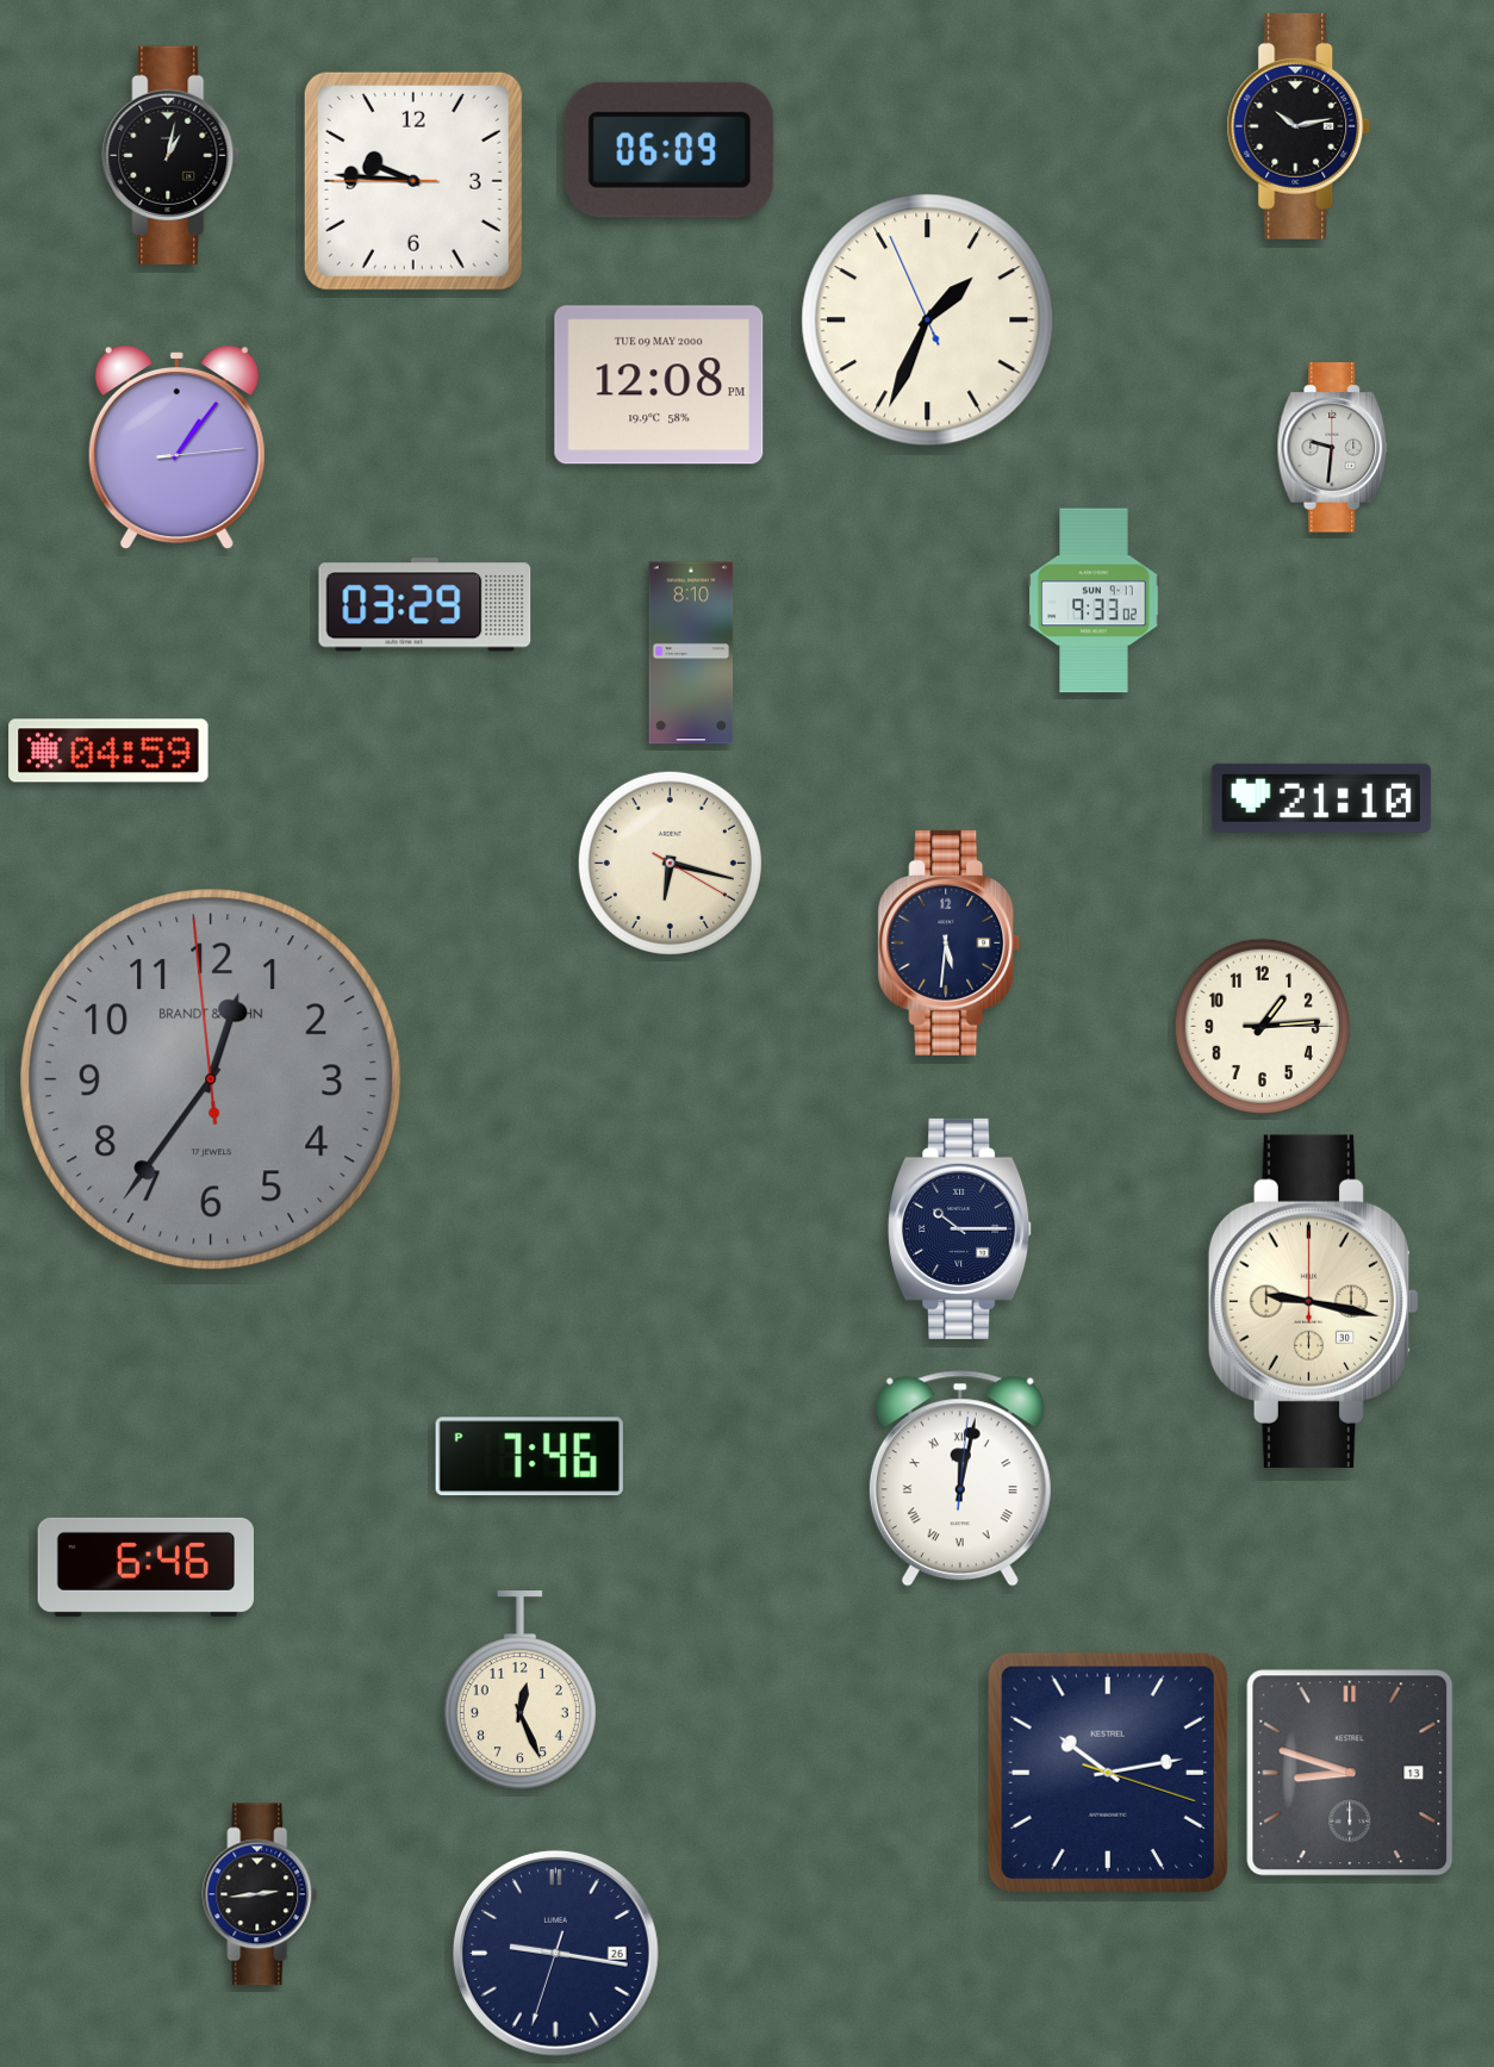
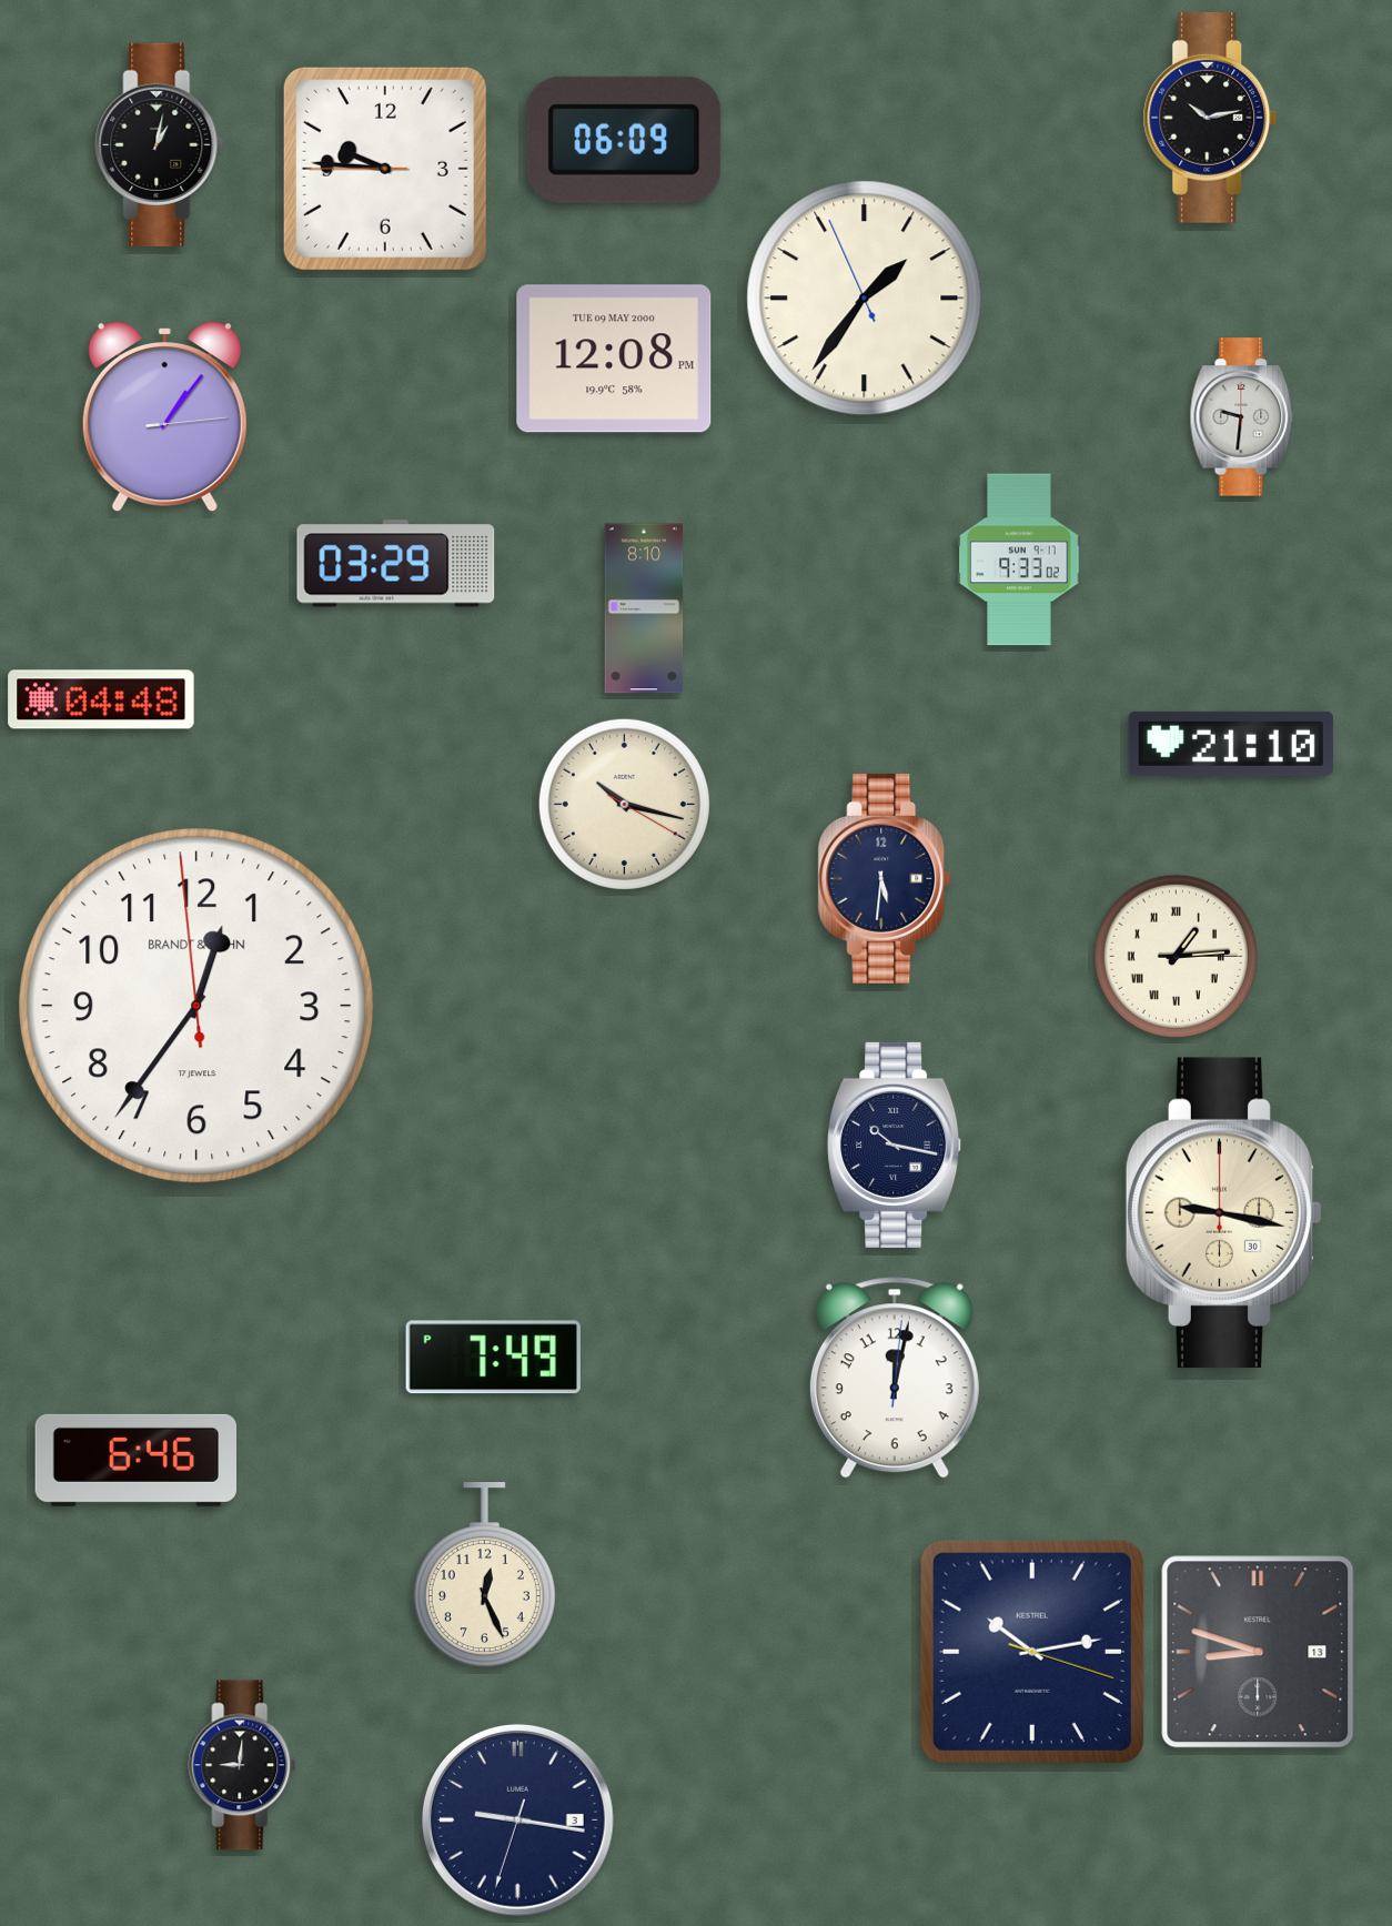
clock at (928, 320): 1:33 -> 1:35
clock at (108, 751): 04:59 -> 04:48
clock at (670, 863): 6:17 -> 10:17
clock at (1262, 1026) numerals: Arabic -> Roman
clock at (211, 1079) dial: grey -> white
clock at (960, 1228): 10:15 -> 10:17
clock at (529, 1457): 7:46 -> 7:49
clock at (960, 1478) numerals: Roman -> Arabic
clock at (260, 1894): 2:44 -> 9:01
clock at (555, 1953) date: 26 -> 3
